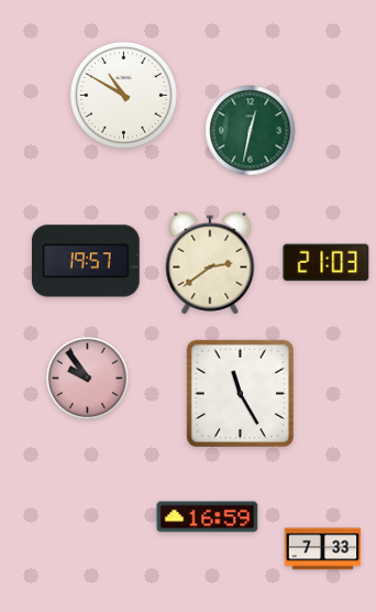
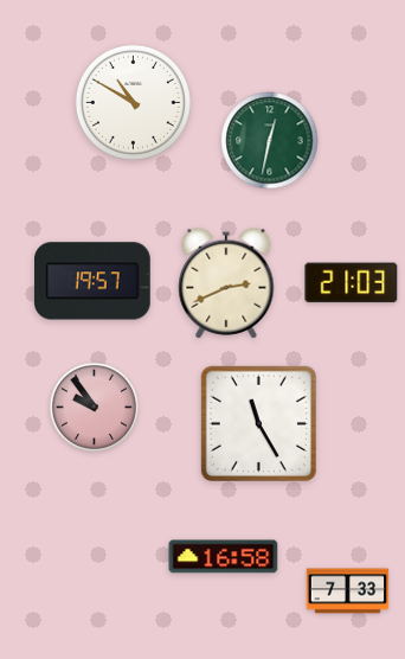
clock at (210, 263): 2:39 -> 2:41
clock at (208, 517): 16:59 -> 16:58
